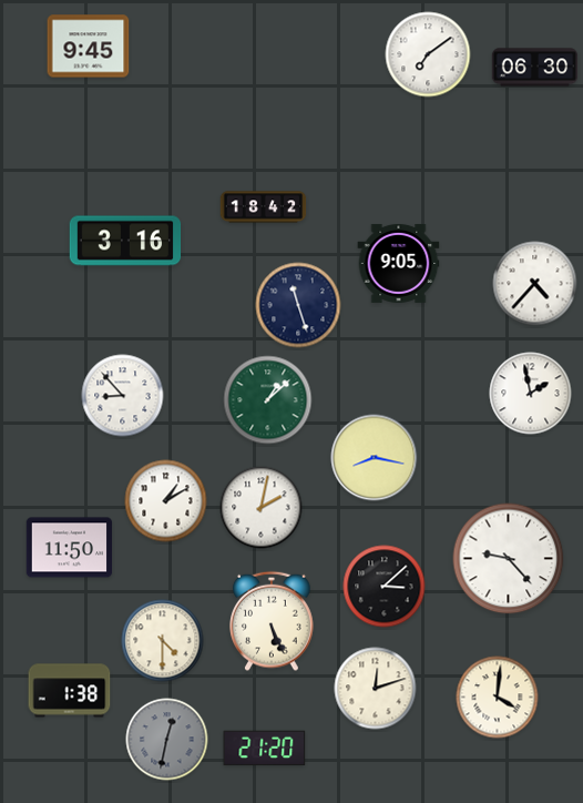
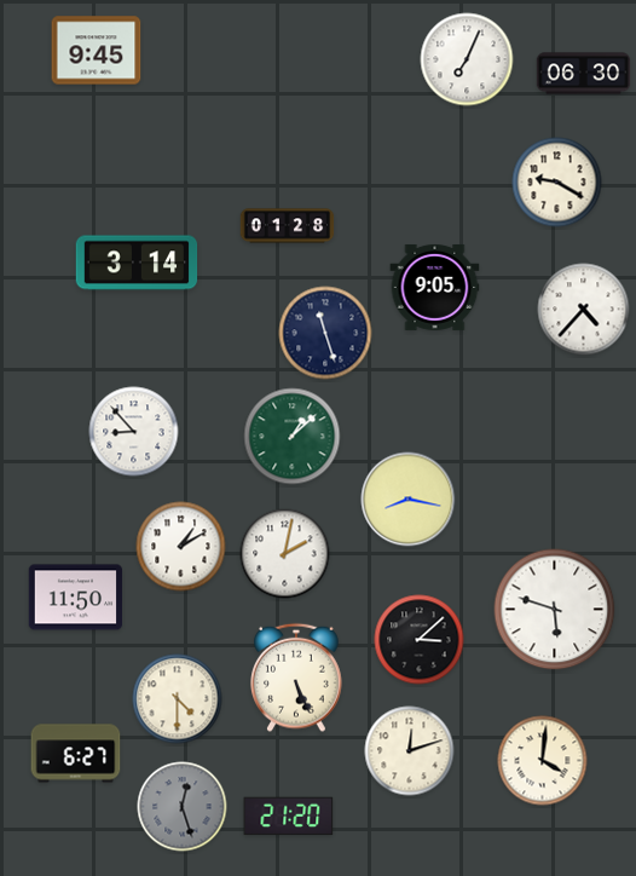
clock at (428, 54): 7:09 -> 7:04
clock at (557, 183): none -> 9:20
clock at (264, 207): 18:42 -> 01:28
clock at (125, 241): 3:16 -> 3:14
clock at (531, 394): 1:58 -> none
clock at (509, 559): 9:23 -> 5:48
clock at (70, 691): 1:38 -> 6:27
clock at (167, 740): 12:32 -> 12:27
